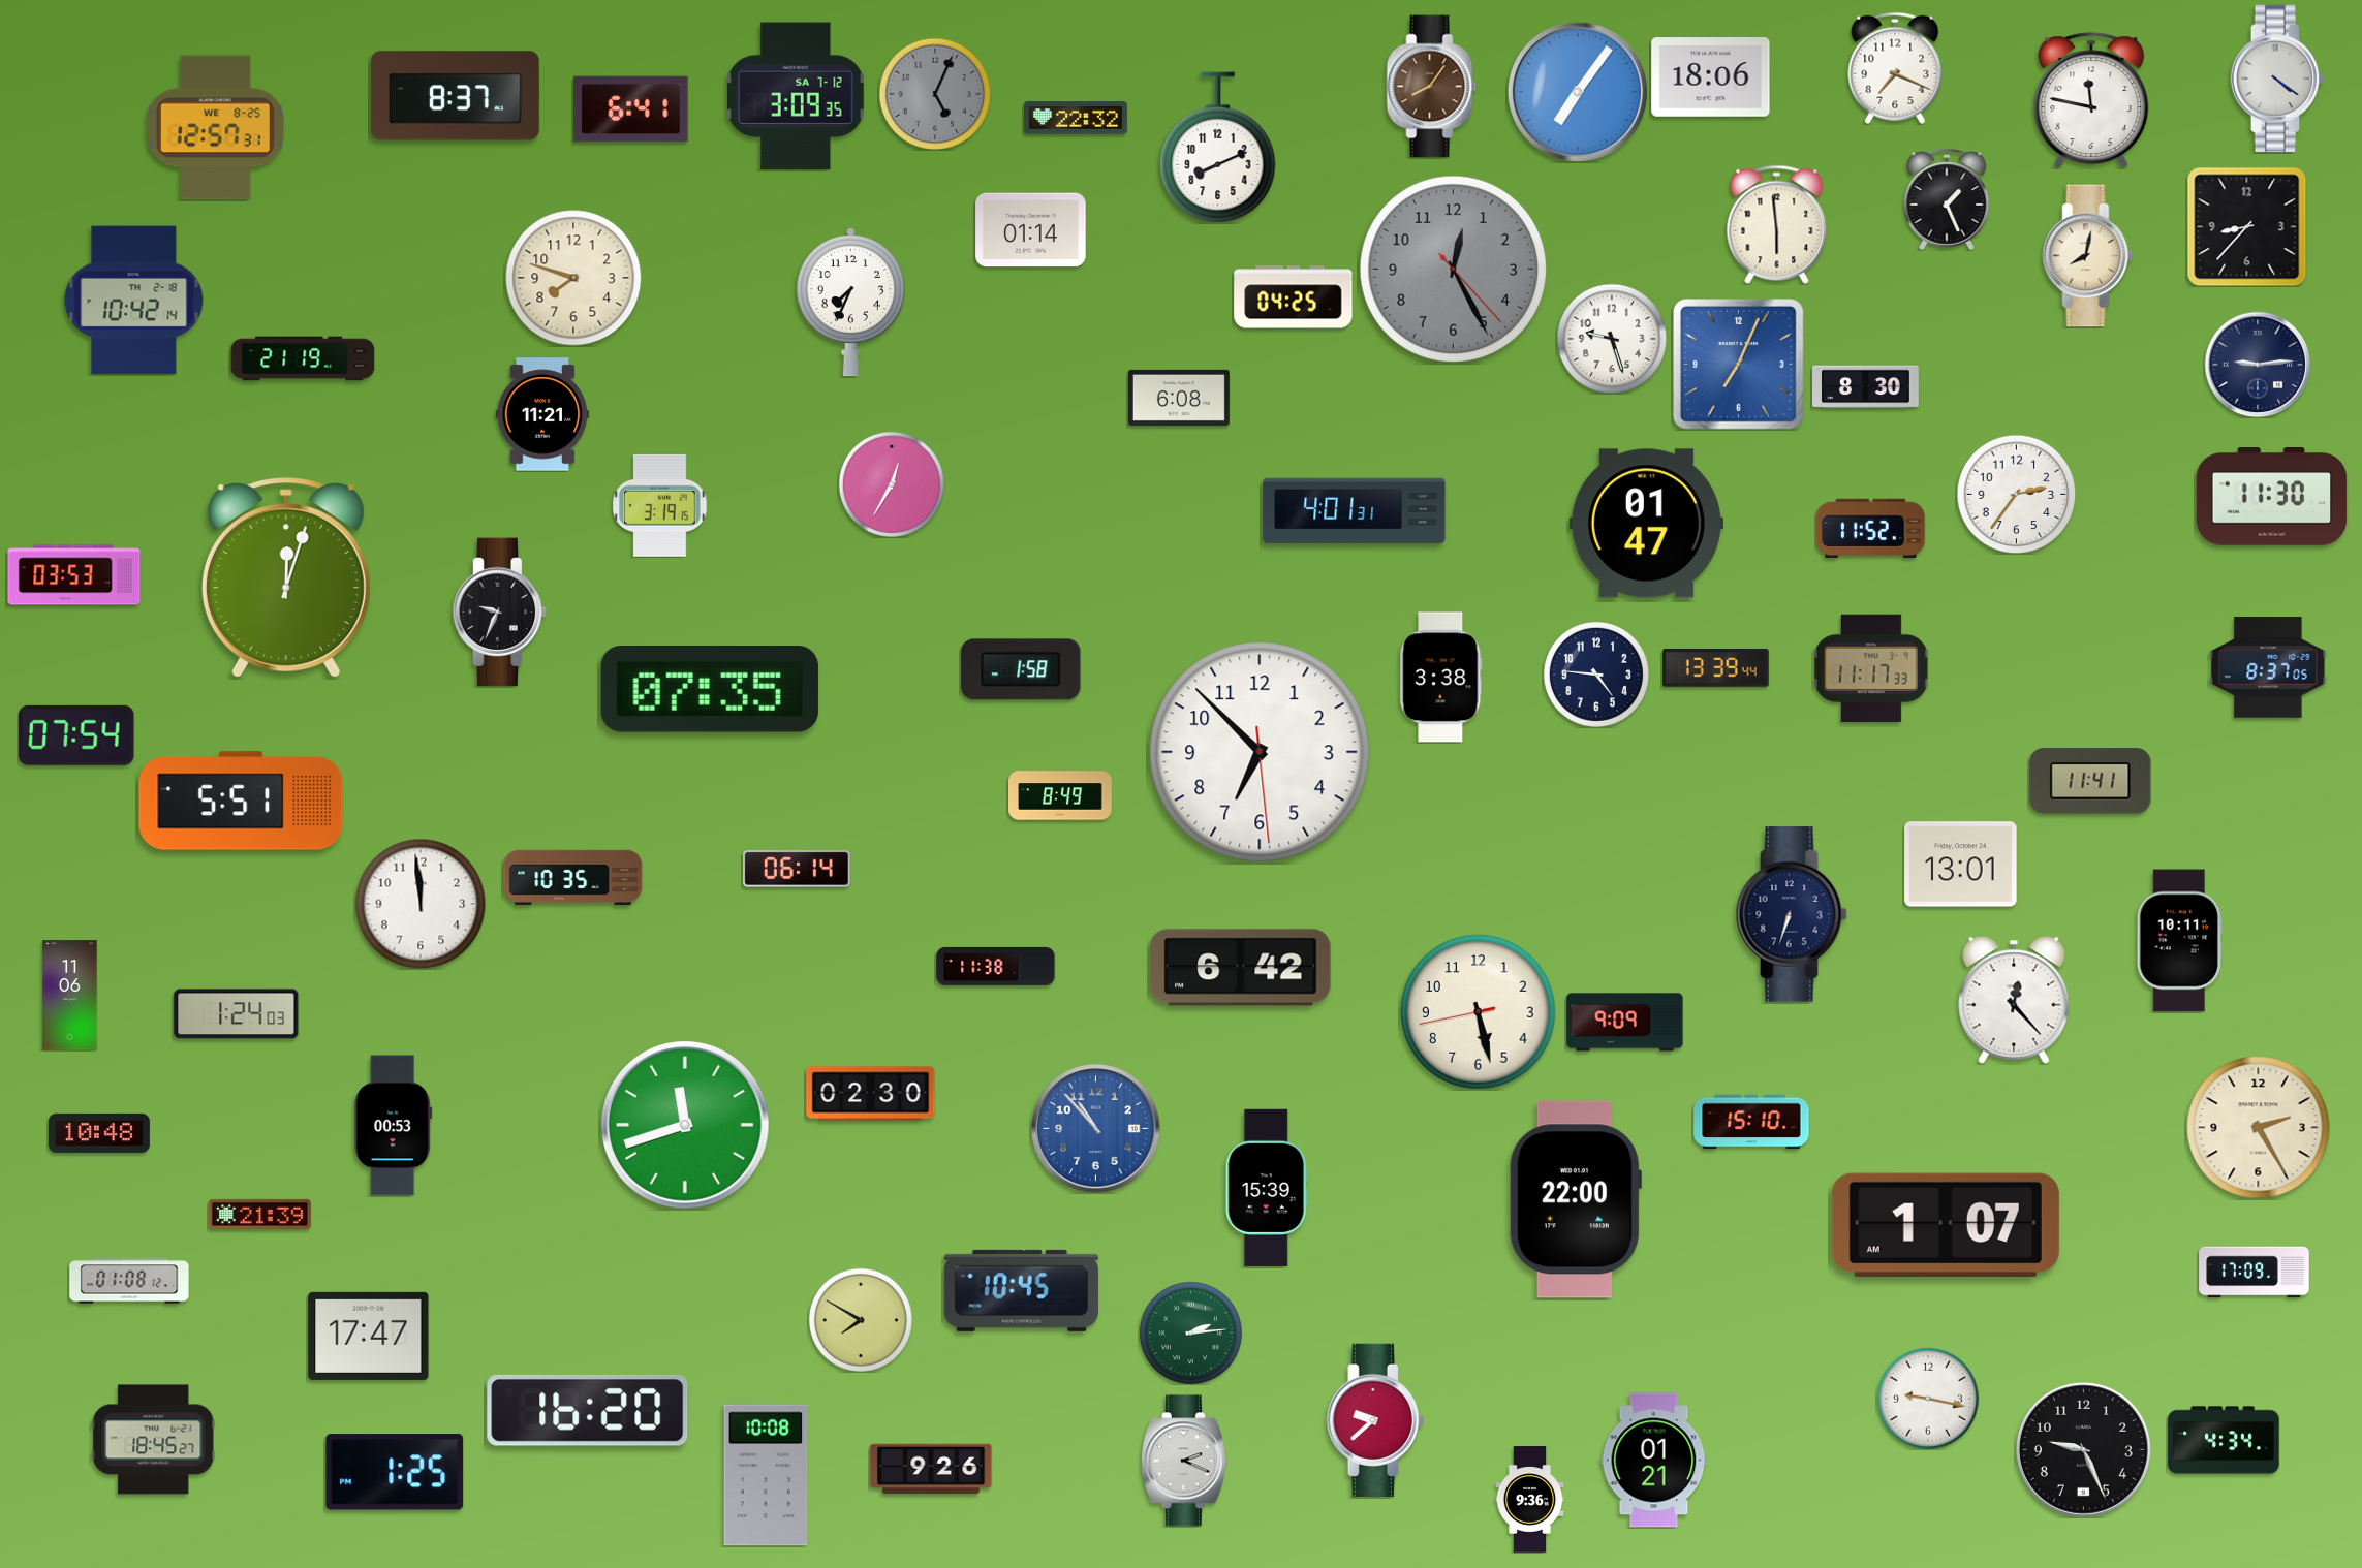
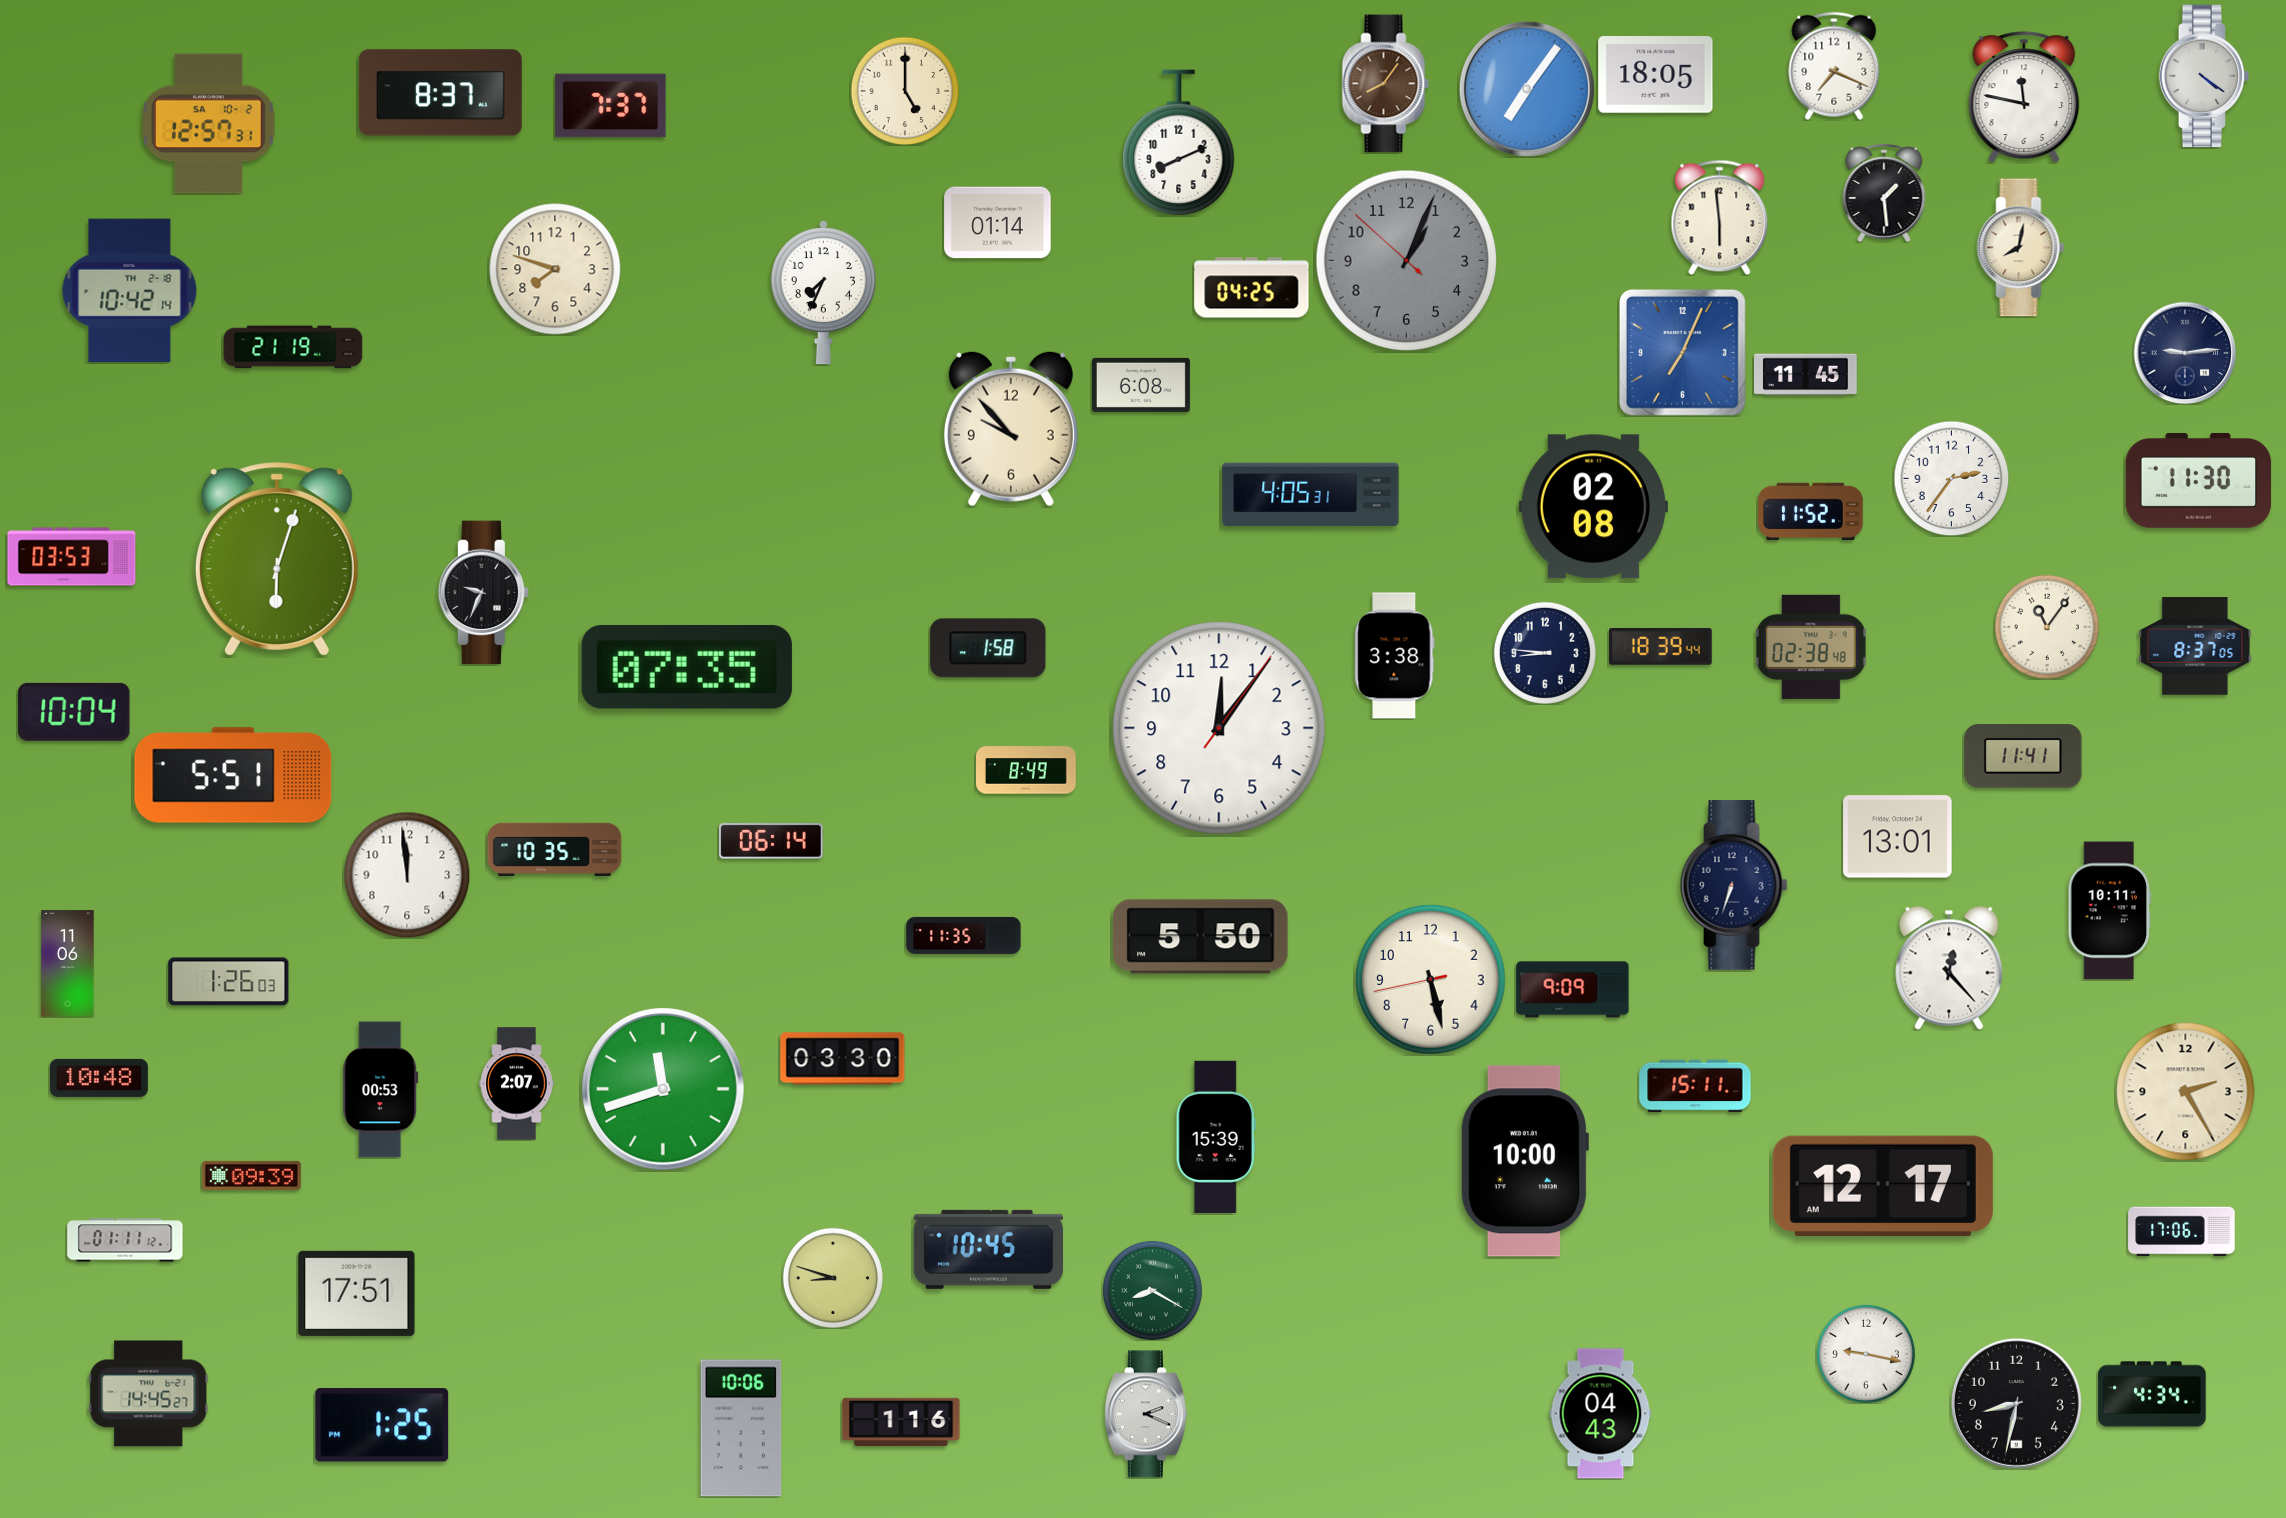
clock at (1711, 77): 18:06 -> 18:05
clock at (935, 94): 5:04 -> 5:00
clock at (935, 94) dial: grey -> cream
clock at (797, 96): 3:09 -> none
clock at (631, 109): 6:41 -> 7:37
clock at (1076, 118): 22:32 -> none
clock at (216, 128) date: WE 8-25 -> SA 10-2
clock at (1947, 199): 1:26 -> 1:29
clock at (2246, 226): 8:37 -> none
clock at (1454, 270): 12:25 -> 1:03
clock at (1611, 338): 9:27 -> none
clock at (1866, 387): 8:30 -> 11:45
clock at (542, 414): 11:21 -> none
clock at (1011, 429): none -> 9:53
clock at (892, 484): 12:35 -> none
clock at (660, 505): 3:19 -> none
clock at (1355, 511): 4:01 -> 4:05
clock at (1646, 524): 01:47 -> 02:08
clock at (286, 577): 12:03 -> 6:03
clock at (2047, 627): none -> 11:06
clock at (1716, 668): 13:39 -> 18:39
clock at (1871, 668): 11:17 -> 02:38
clock at (1596, 675): 4:46 -> 8:46
clock at (76, 735): 07:54 -> 10:04
clock at (1260, 752): 6:52 -> 12:06
clock at (996, 966): 11:38 -> 11:35
clock at (1241, 968): 6:42 -> 5:50
clock at (237, 1014): 1:24 -> 1:26
clock at (871, 1094): 02:30 -> 03:30
clock at (517, 1084): none -> 2:07
clock at (1751, 1122): 15:10 -> 15:11
clock at (1096, 1129): 10:53 -> none
clock at (99, 1133) position: (99, 1133) -> (99, 1078)
clock at (1267, 1188) position: (1267, 1188) -> (1216, 1137)
clock at (1575, 1199): 22:00 -> 10:00
clock at (259, 1214): 21:39 -> 09:39
clock at (1946, 1225): 1:07 -> 12:17
clock at (2255, 1273): 17:09 -> 17:06
clock at (129, 1281): 01:08 -> 01:11
clock at (861, 1320): 7:50 -> 8:48
clock at (1190, 1332): 2:14 -> 8:20
clock at (369, 1336): 17:47 -> 17:51
clock at (588, 1410): 16:20 -> none
clock at (1375, 1419): 9:38 -> none
clock at (154, 1440): 18:45 -> 14:45
clock at (2083, 1449): 9:26 -> 8:32
clock at (1654, 1461): 01:21 -> 04:43
clock at (931, 1469): 9:26 -> 1:16
clock at (766, 1475): 10:08 -> 10:06
clock at (1530, 1500): 9:36 -> none
